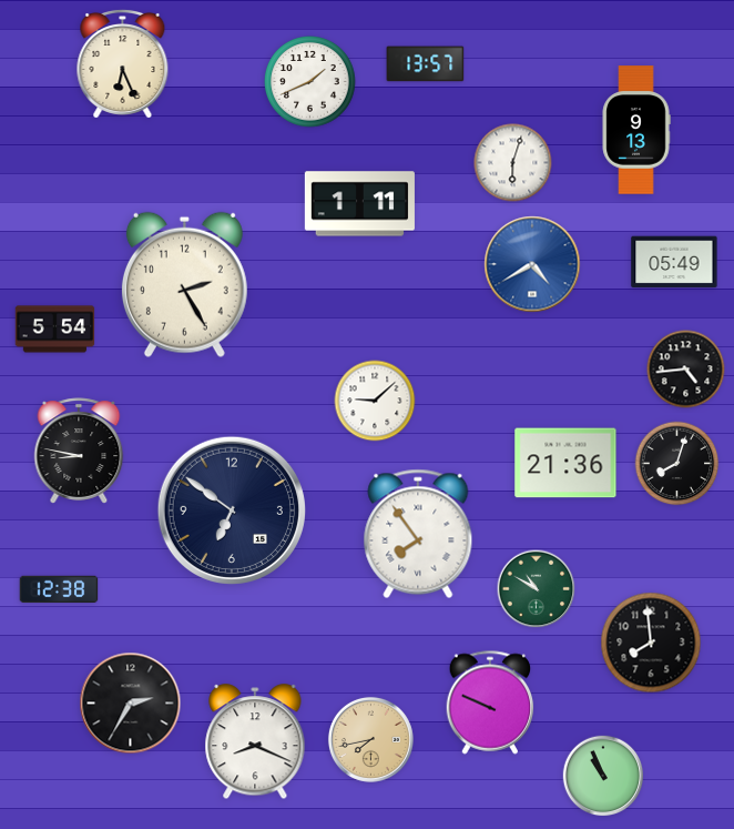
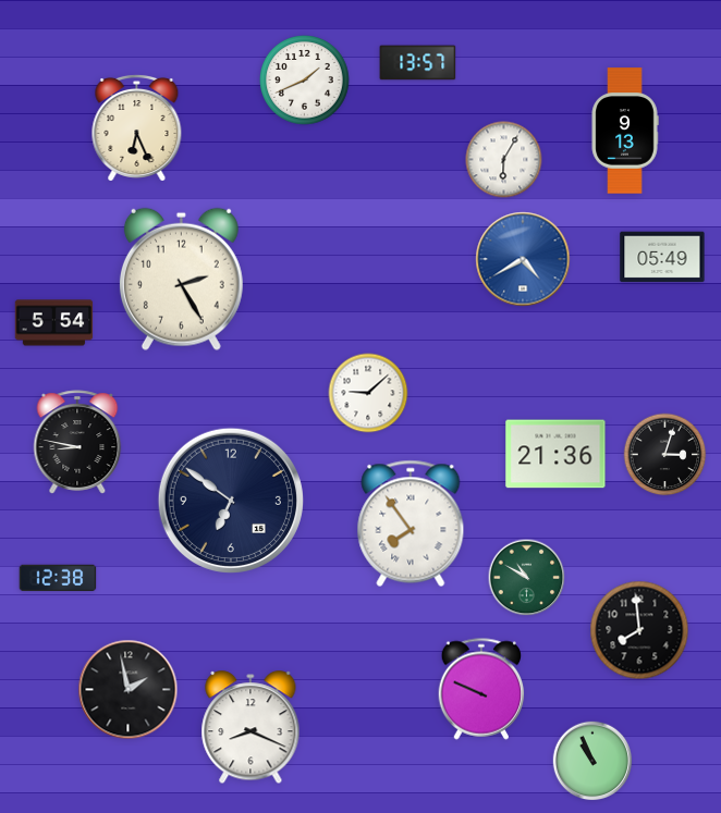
clock at (123, 63) position: (123, 63) -> (137, 127)
clock at (636, 130) position: (636, 130) -> (625, 131)
clock at (513, 163): 6:03 -> 6:05
clock at (359, 204): 1:11 -> none
clock at (686, 370): 4:44 -> none
clock at (677, 464): 8:03 -> 3:03
clock at (232, 509) position: (232, 509) -> (231, 500)
clock at (131, 704): 2:35 -> 1:58
clock at (370, 739): 7:43 -> none
